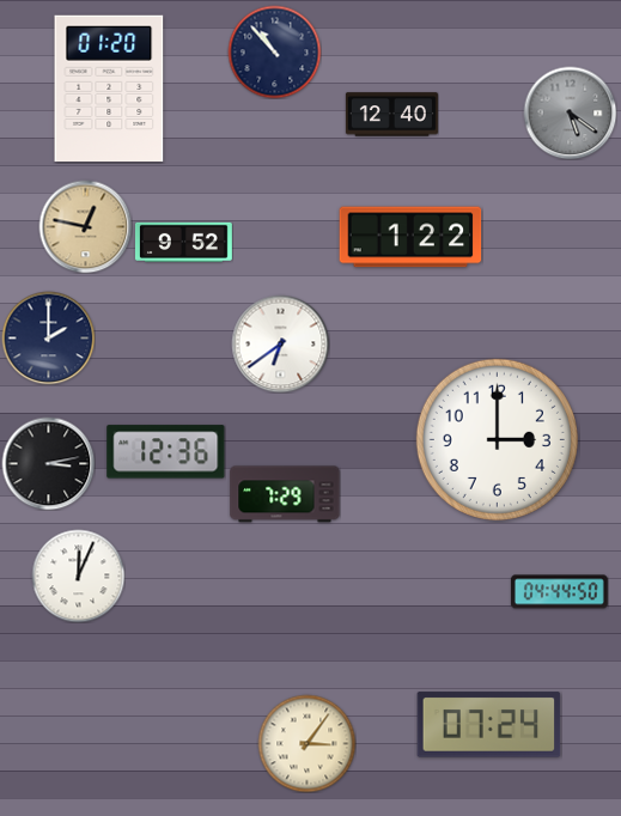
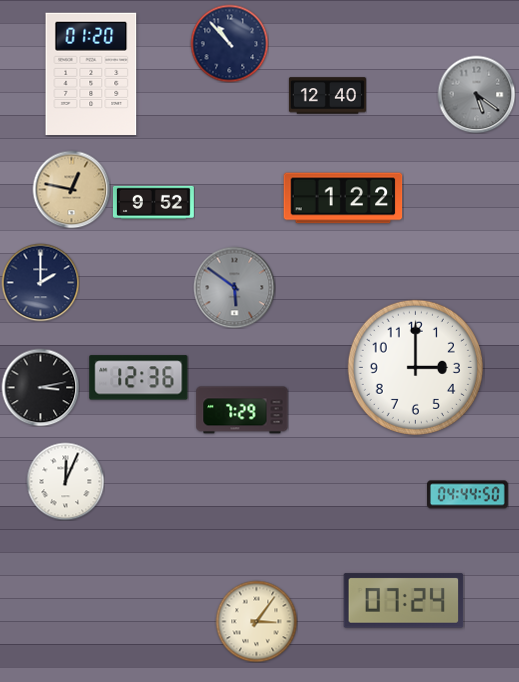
clock at (280, 343): 6:39 -> 5:51
clock at (280, 343) dial: white -> grey
clock at (285, 494) position: (285, 494) -> (242, 410)
clock at (489, 725) position: (489, 725) -> (404, 601)
